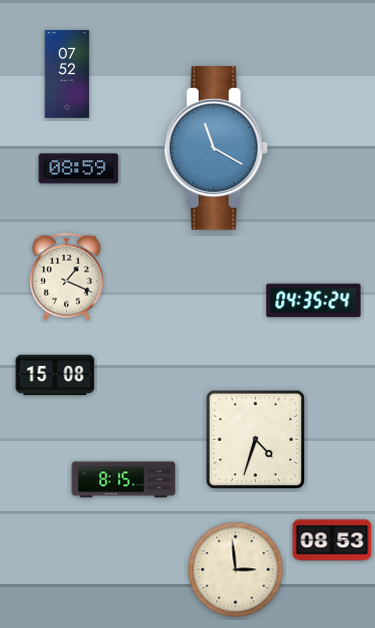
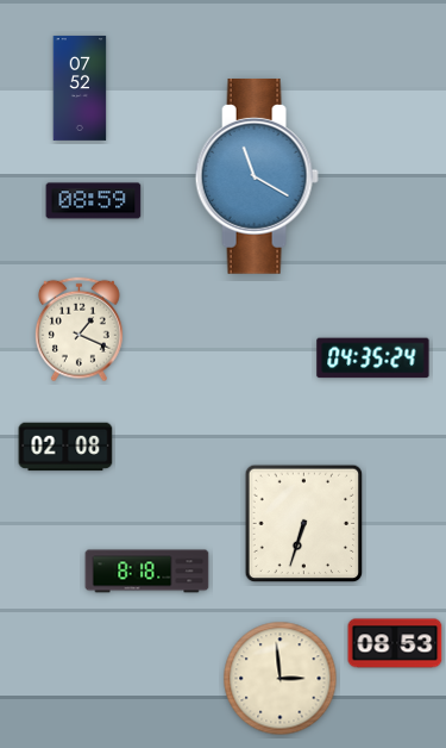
clock at (55, 375): 15:08 -> 02:08
clock at (256, 440): 4:33 -> 6:33
clock at (124, 480): 8:15 -> 8:18
